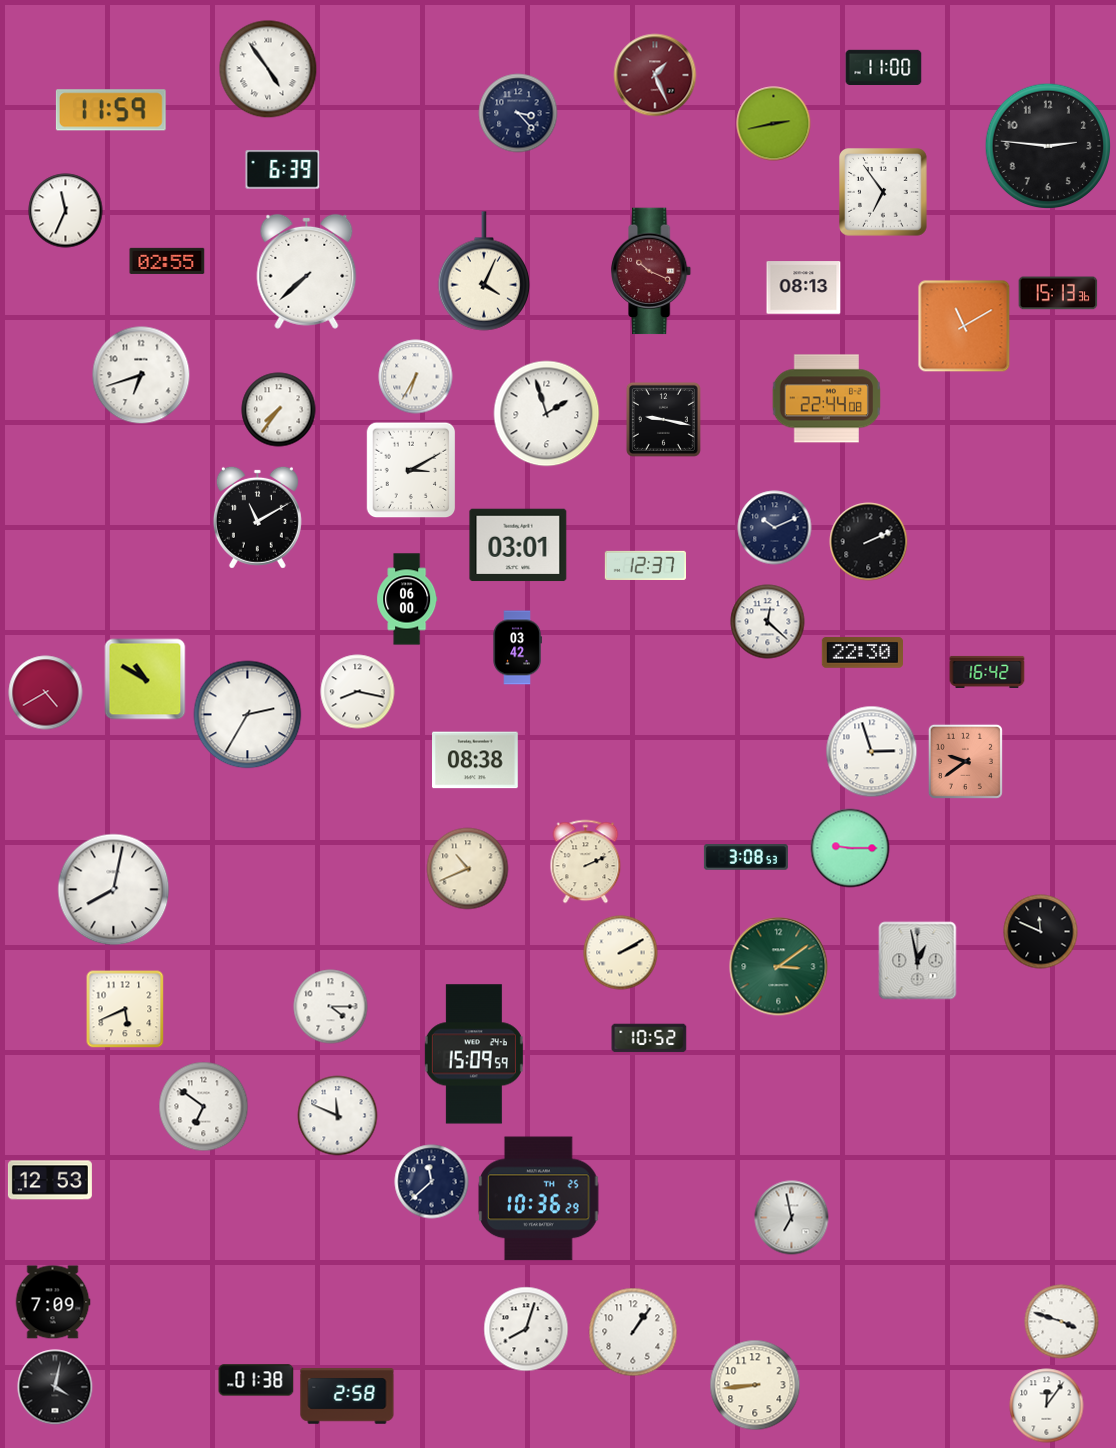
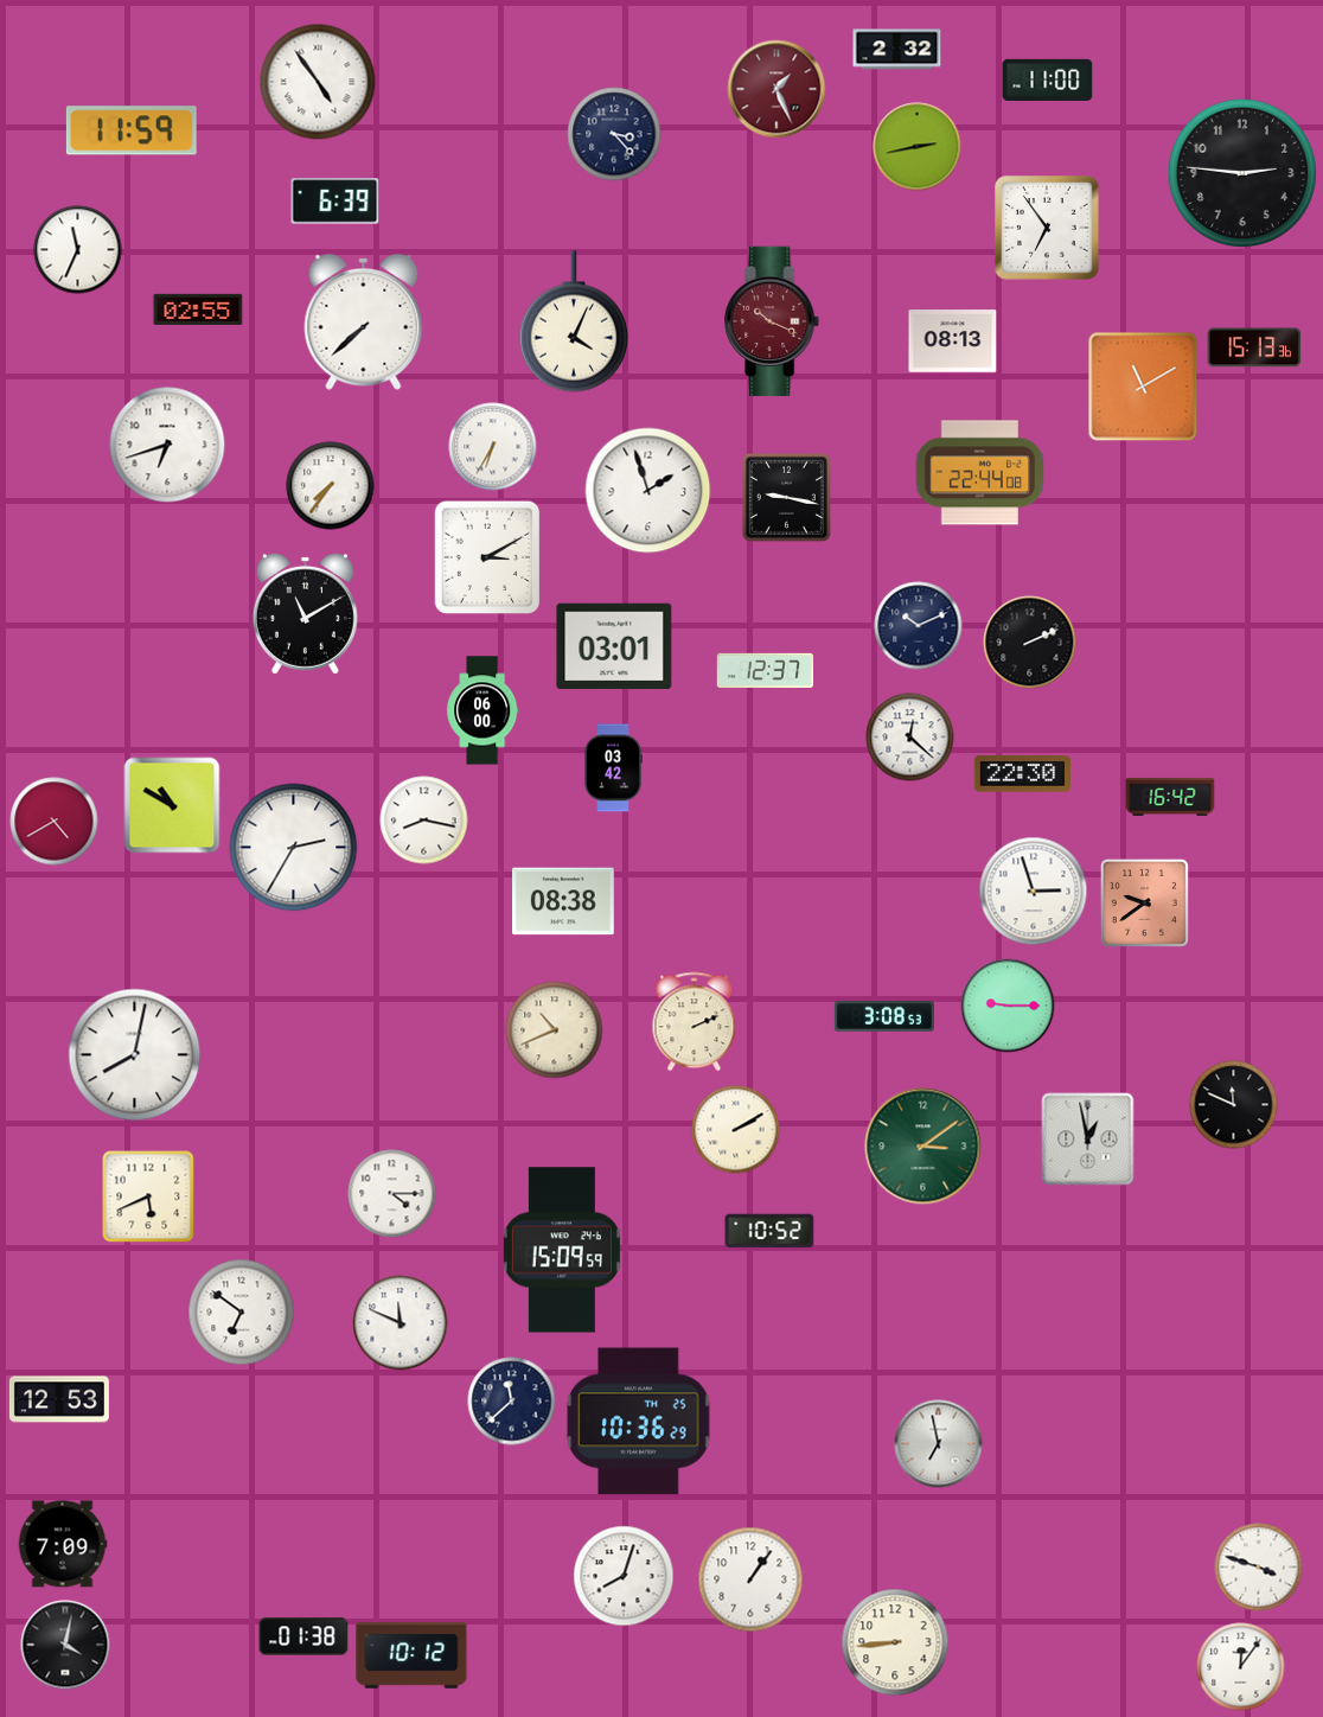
clock at (897, 50): none -> 2:32
clock at (347, 1396): 2:58 -> 10:12
